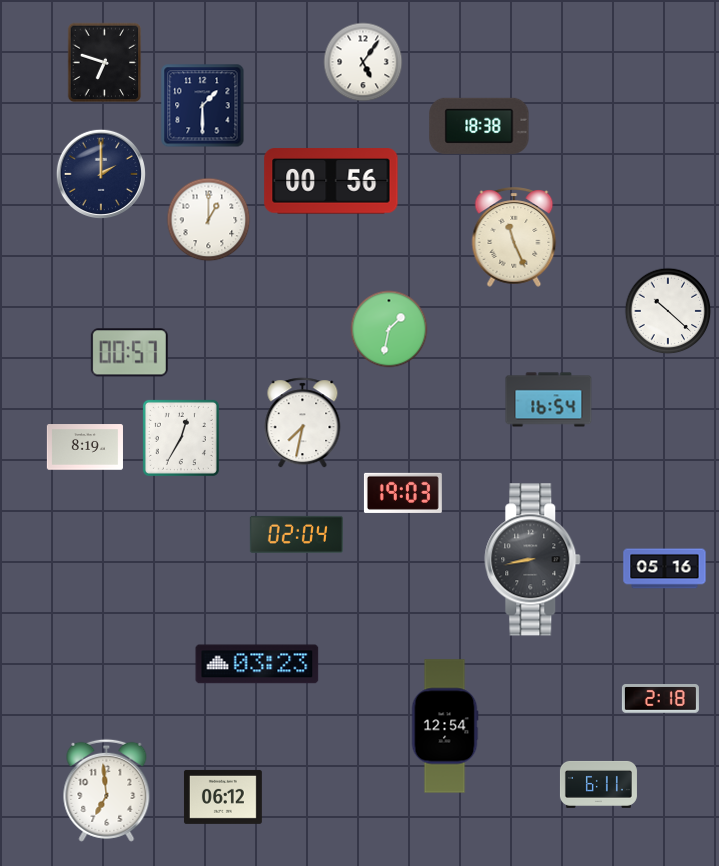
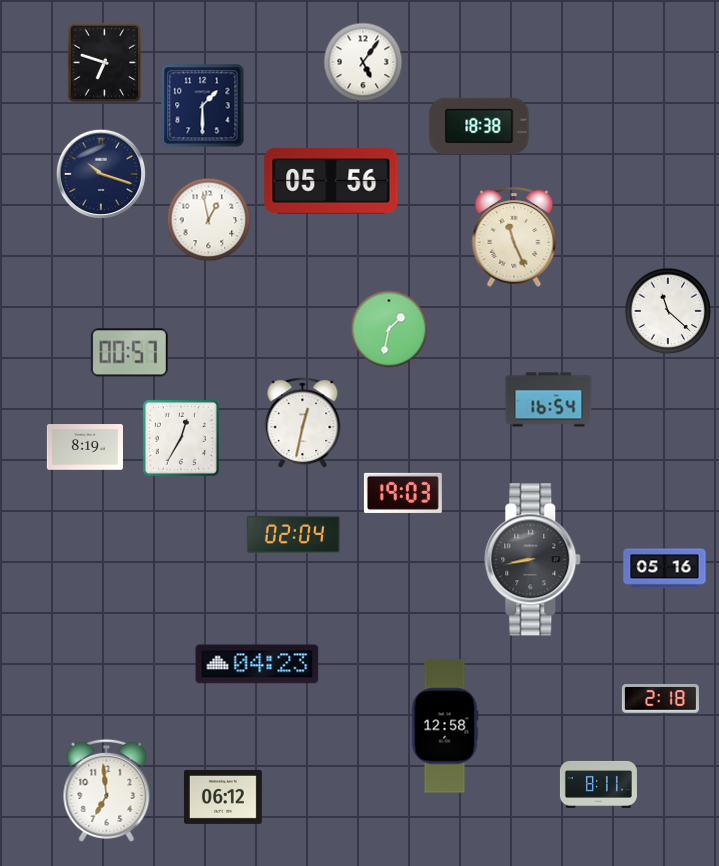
clock at (101, 174): 2:00 -> 10:18
clock at (331, 181): 00:56 -> 05:56
clock at (209, 220): 1:00 -> 12:58
clock at (668, 311): 10:22 -> 11:22
clock at (303, 423): 7:32 -> 12:32
clock at (296, 534) position: (296, 534) -> (293, 534)
clock at (257, 664): 03:23 -> 04:23
clock at (445, 726): 12:54 -> 12:58
clock at (598, 784): 6:11 -> 8:11
